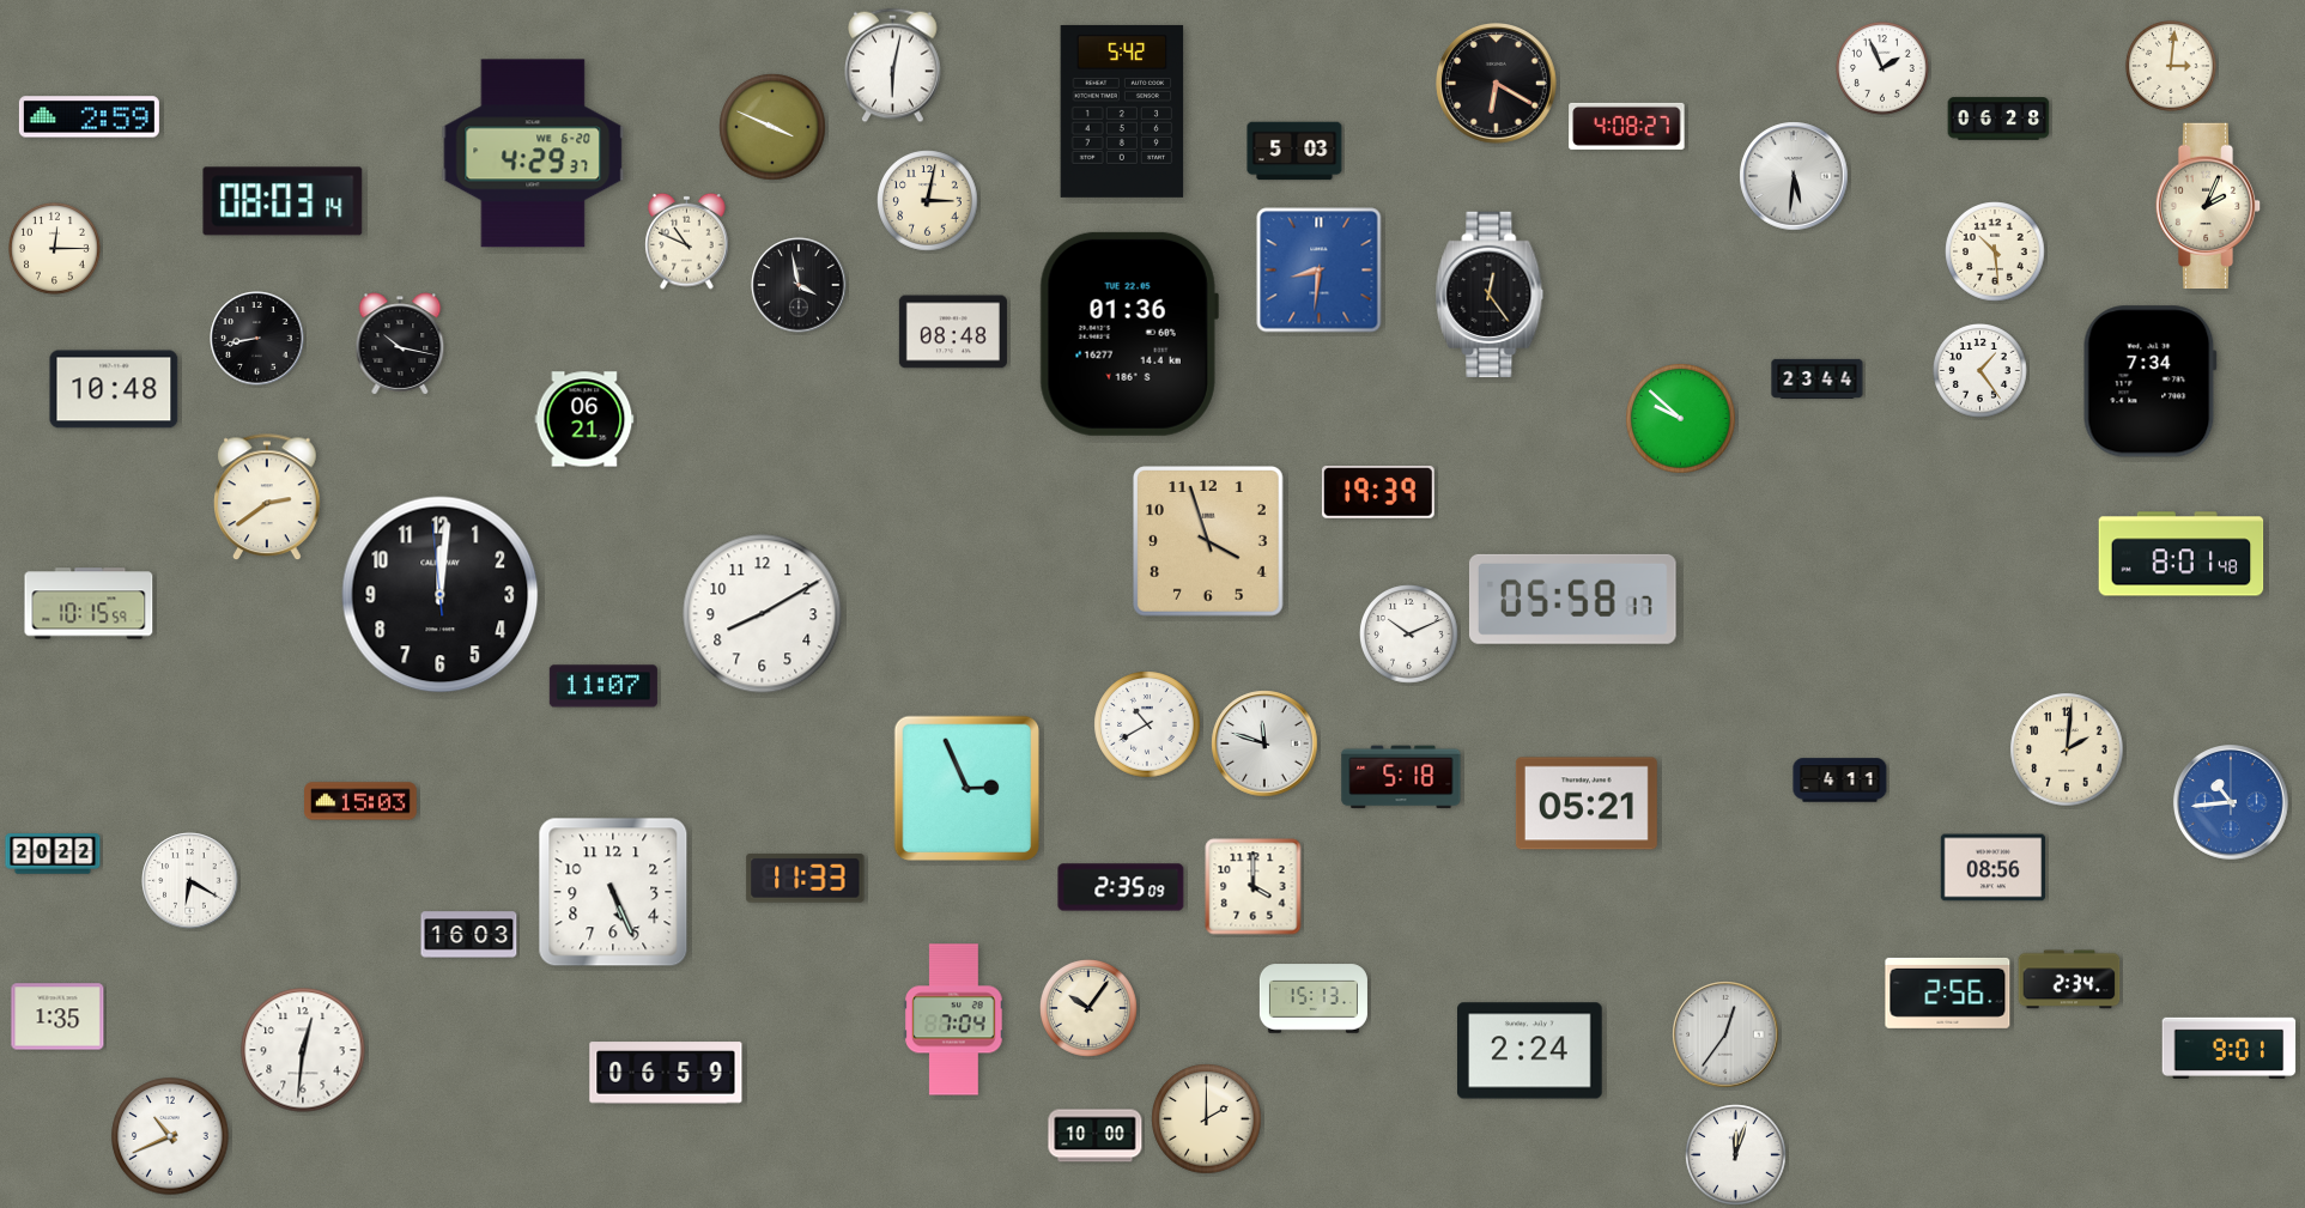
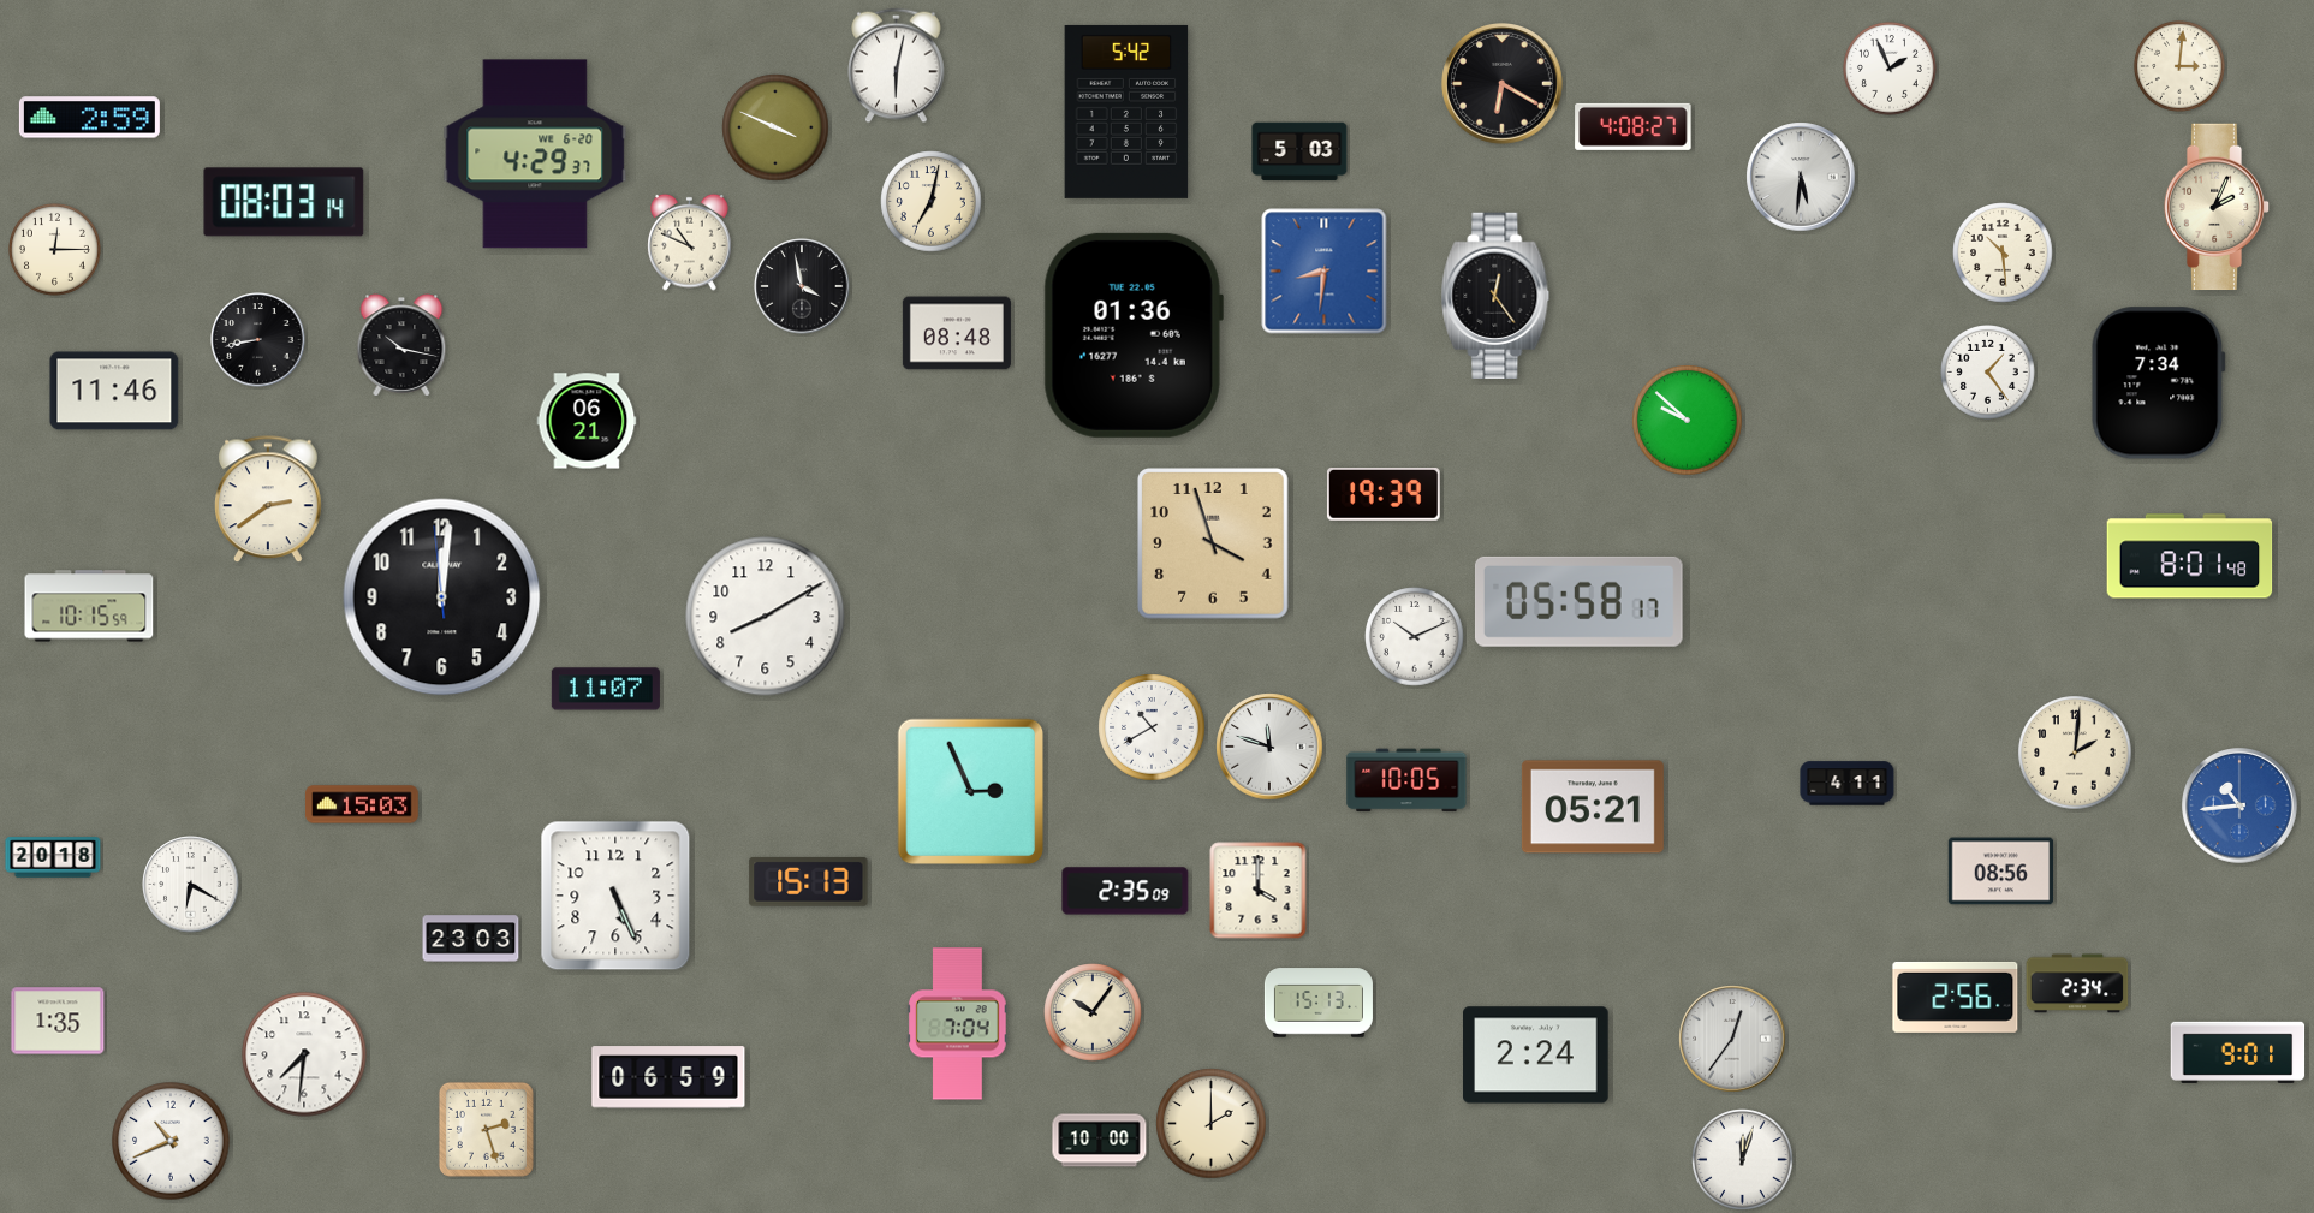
clock at (1998, 119): 06:28 -> none
clock at (928, 201): 3:02 -> 7:02
clock at (1818, 378): 23:44 -> none
clock at (114, 389): 10:48 -> 11:46
clock at (1401, 777): 5:18 -> 10:05
clock at (53, 854): 20:22 -> 20:18
clock at (806, 878): 11:33 -> 15:13
clock at (469, 935): 16:03 -> 23:03
clock at (303, 1050): 12:31 -> 7:31
clock at (486, 1129): none -> 2:27
